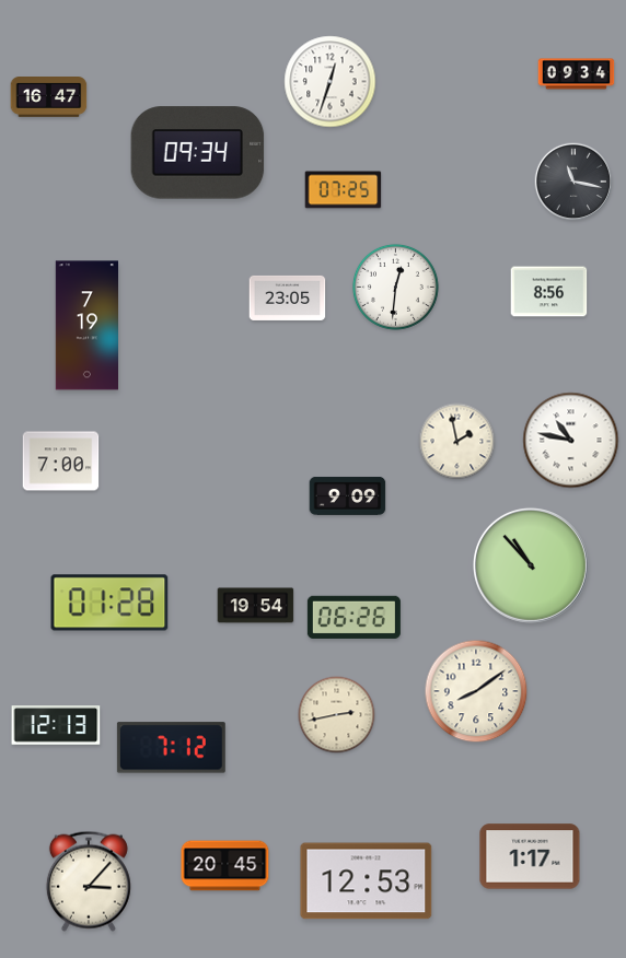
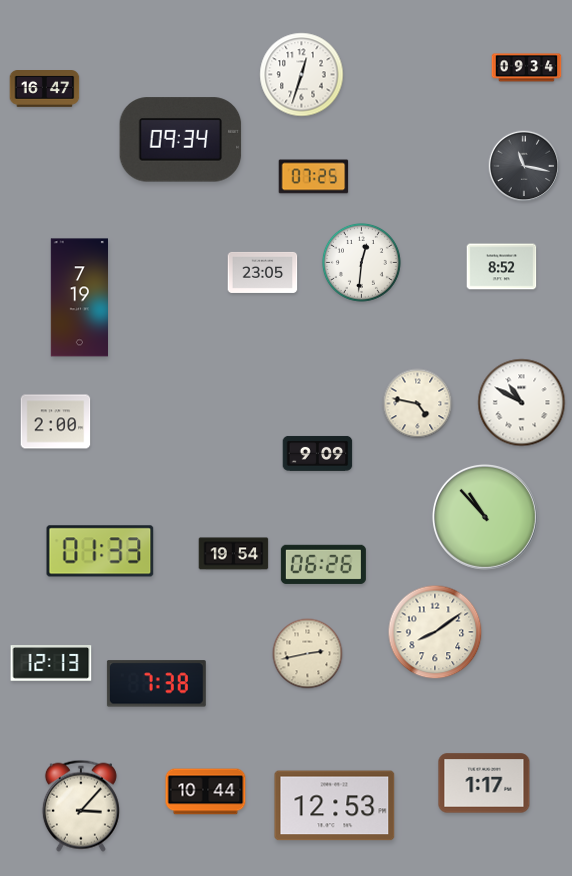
clock at (344, 190) position: (344, 190) -> (314, 177)
clock at (549, 292): 8:56 -> 8:52
clock at (571, 441): 10:47 -> 10:50
clock at (457, 442): 1:58 -> 4:47
clock at (61, 462): 7:00 -> 2:00
clock at (109, 603): 01:28 -> 01:33
clock at (171, 748): 7:12 -> 7:38
clock at (225, 866): 20:45 -> 10:44
